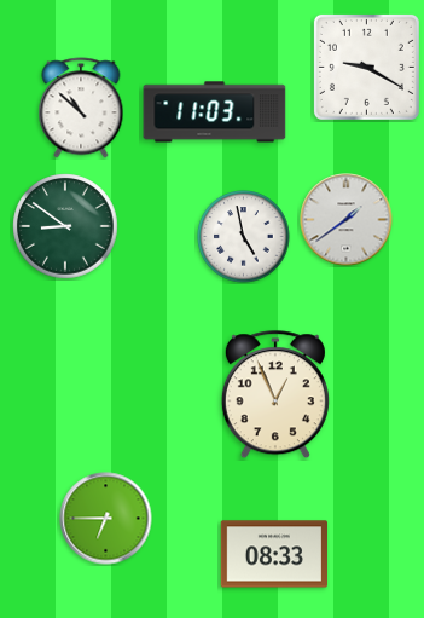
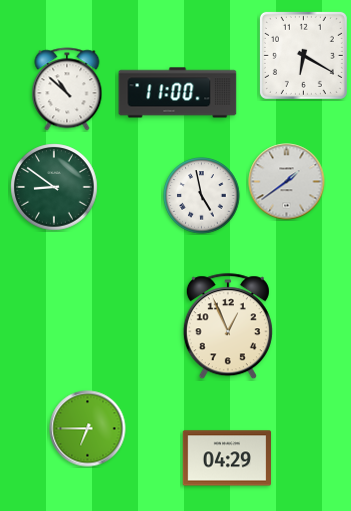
clock at (366, 67): 9:20 -> 6:20
clock at (215, 112): 11:03 -> 11:00
clock at (274, 554): 08:33 -> 04:29
